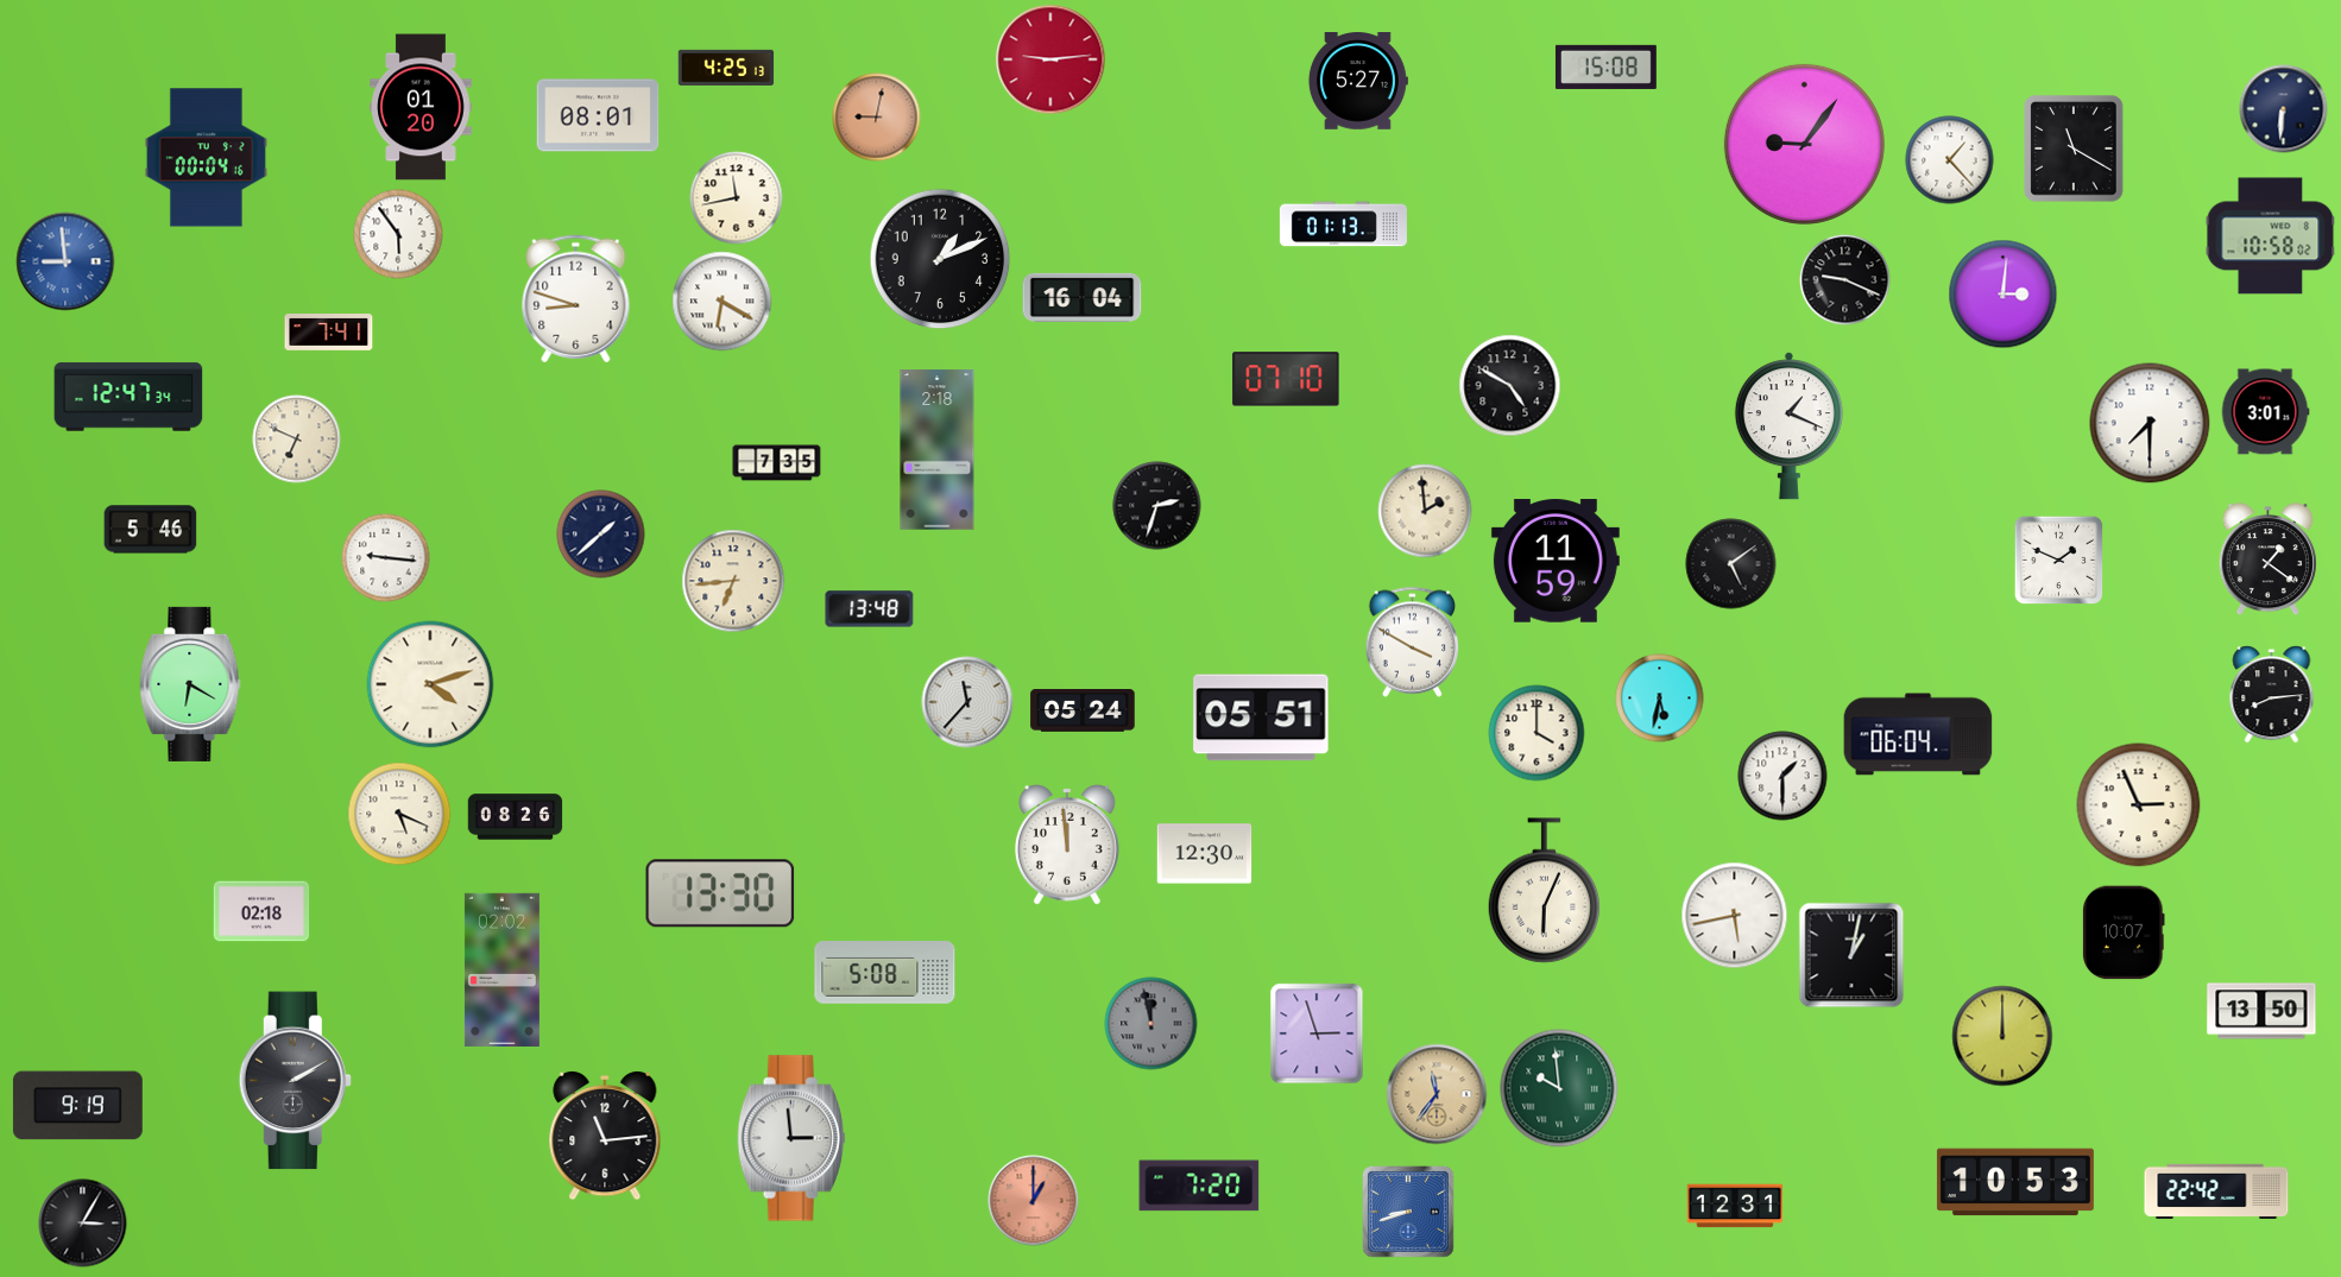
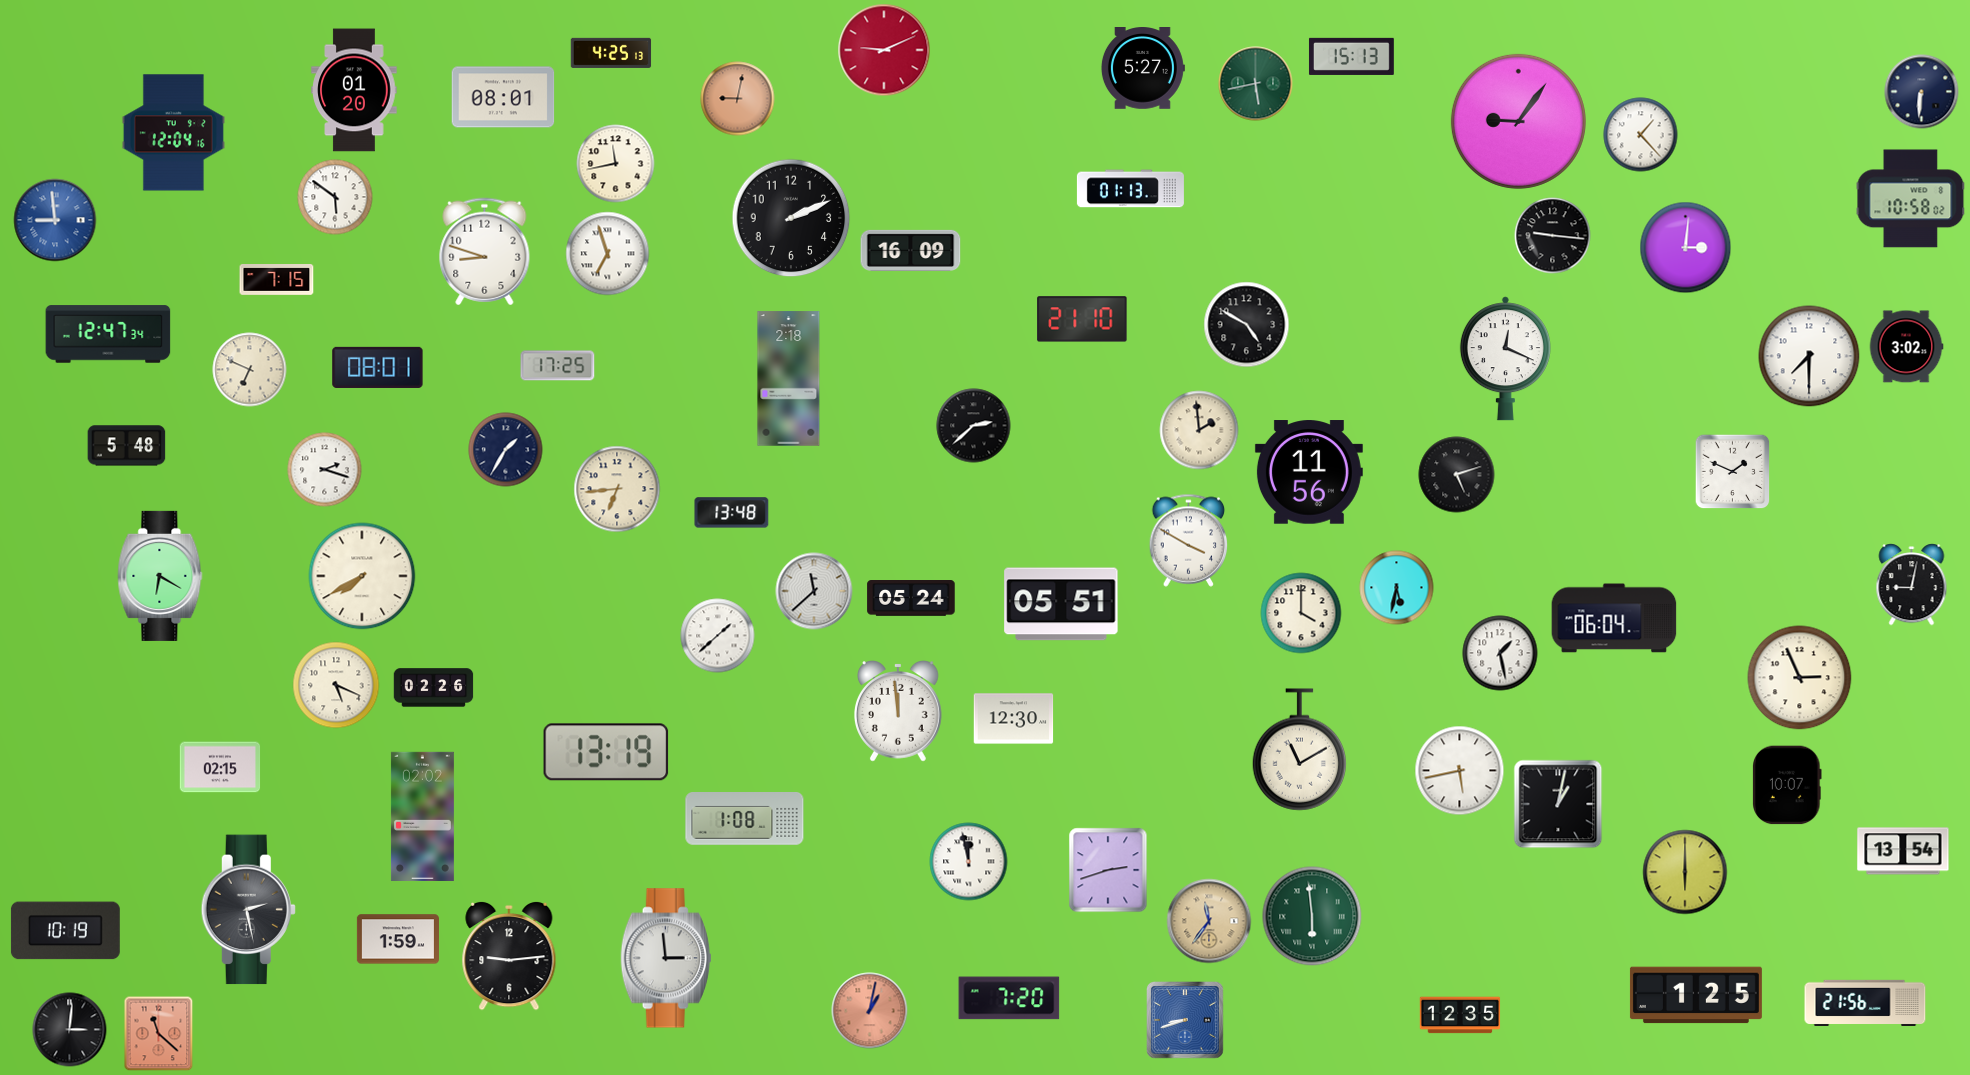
clock at (1050, 59): 9:14 -> 9:11
clock at (1605, 67): 15:08 -> 15:13
clock at (726, 68) position: (726, 68) -> (611, 53)
clock at (1256, 84): none -> 5:43
clock at (2074, 148): 11:20 -> none
clock at (206, 158): 00:04 -> 12:04
clock at (737, 198) position: (737, 198) -> (616, 164)
clock at (398, 234): 5:54 -> 5:51
clock at (940, 259): 1:11 -> 2:11
clock at (1845, 280): 9:19 -> 9:16
clock at (1083, 297): 16:04 -> 16:09
clock at (723, 302): 6:20 -> 6:57
clock at (329, 333): 7:41 -> 7:15
clock at (1286, 379): 07:10 -> 21:10
clock at (1510, 386) position: (1510, 386) -> (1247, 325)
clock at (2265, 412): 3:01 -> 3:02
clock at (1788, 426): 1:19 -> 12:19
clock at (558, 366): none -> 17:25
clock at (378, 367): none -> 08:01
clock at (777, 463): 7:35 -> none
clock at (1157, 506): 2:33 -> 2:38
clock at (151, 530): 5:46 -> 5:48
clock at (601, 535): 1:38 -> 1:35
clock at (386, 558): 9:16 -> 2:18
clock at (2267, 560): 1:21 -> none
clock at (1556, 561): 11:59 -> 11:56
clock at (1731, 564): 5:09 -> 5:12
clock at (430, 684): 4:12 -> 7:40
clock at (2272, 695): 8:14 -> 9:02
clock at (967, 702): 11:37 -> 11:38
clock at (1537, 733) position: (1537, 733) -> (1301, 613)
clock at (718, 636): none -> 1:38
clock at (1782, 776): 1:30 -> 1:28
clock at (516, 817): 08:26 -> 02:26
clock at (1544, 891): 6:04 -> 11:10
clock at (720, 893): 13:30 -> 13:19
clock at (261, 911): 02:18 -> 02:15
clock at (885, 973): 5:08 -> 1:08
clock at (2261, 1011): 13:50 -> 13:54
clock at (1151, 1024) dial: grey -> white
clock at (1317, 1033): 2:57 -> 2:42
clock at (2002, 1036): 12:00 -> 6:00
clock at (295, 1081): 2:10 -> 2:28
clock at (1559, 1088): 9:59 -> 5:59
clock at (77, 1106): 9:19 -> 10:19
clock at (398, 939): none -> 1:59
clock at (605, 1136): 11:14 -> 9:14
clock at (2015, 1182): 10:53 -> 1:25
clock at (2216, 1190): 22:42 -> 21:56
clock at (1034, 1201): 1:00 -> 1:02
clock at (1735, 1206): 12:31 -> 12:35
clock at (83, 1224): 3:05 -> 3:01
clock at (159, 1034): none -> 11:22
